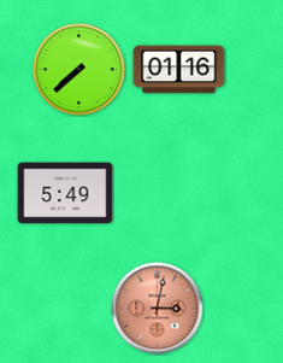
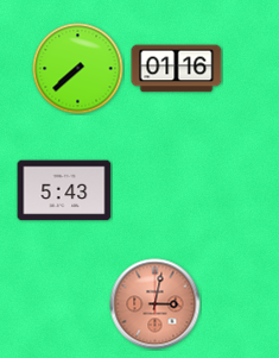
clock at (65, 193): 5:49 -> 5:43
